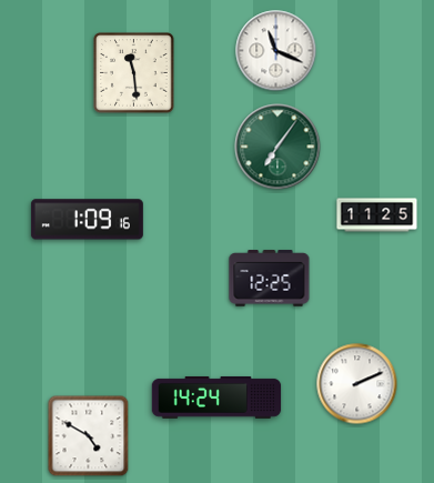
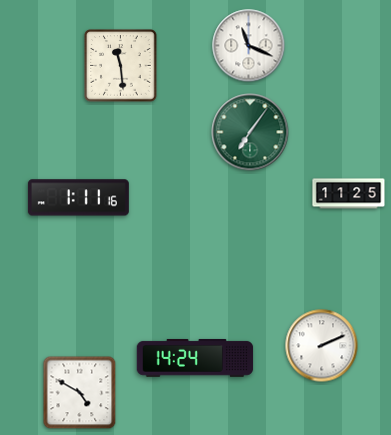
clock at (377, 215) position: (377, 215) -> (349, 194)
clock at (87, 220): 1:09 -> 1:11
clock at (270, 279): 12:25 -> none
